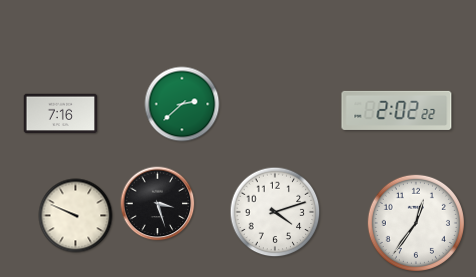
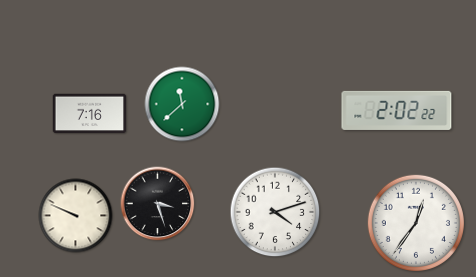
clock at (182, 104): 2:38 -> 11:38
clock at (61, 114) position: (61, 114) -> (90, 114)
